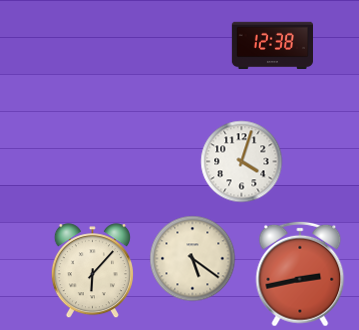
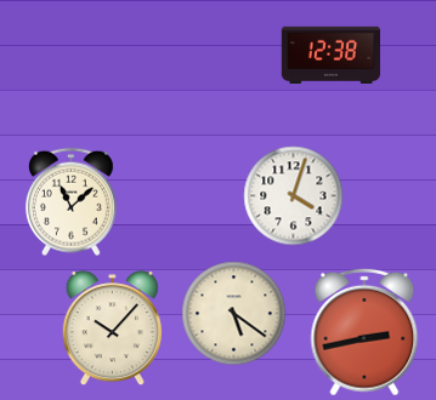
clock at (70, 202): none -> 11:08
clock at (92, 271): 6:07 -> 10:07
